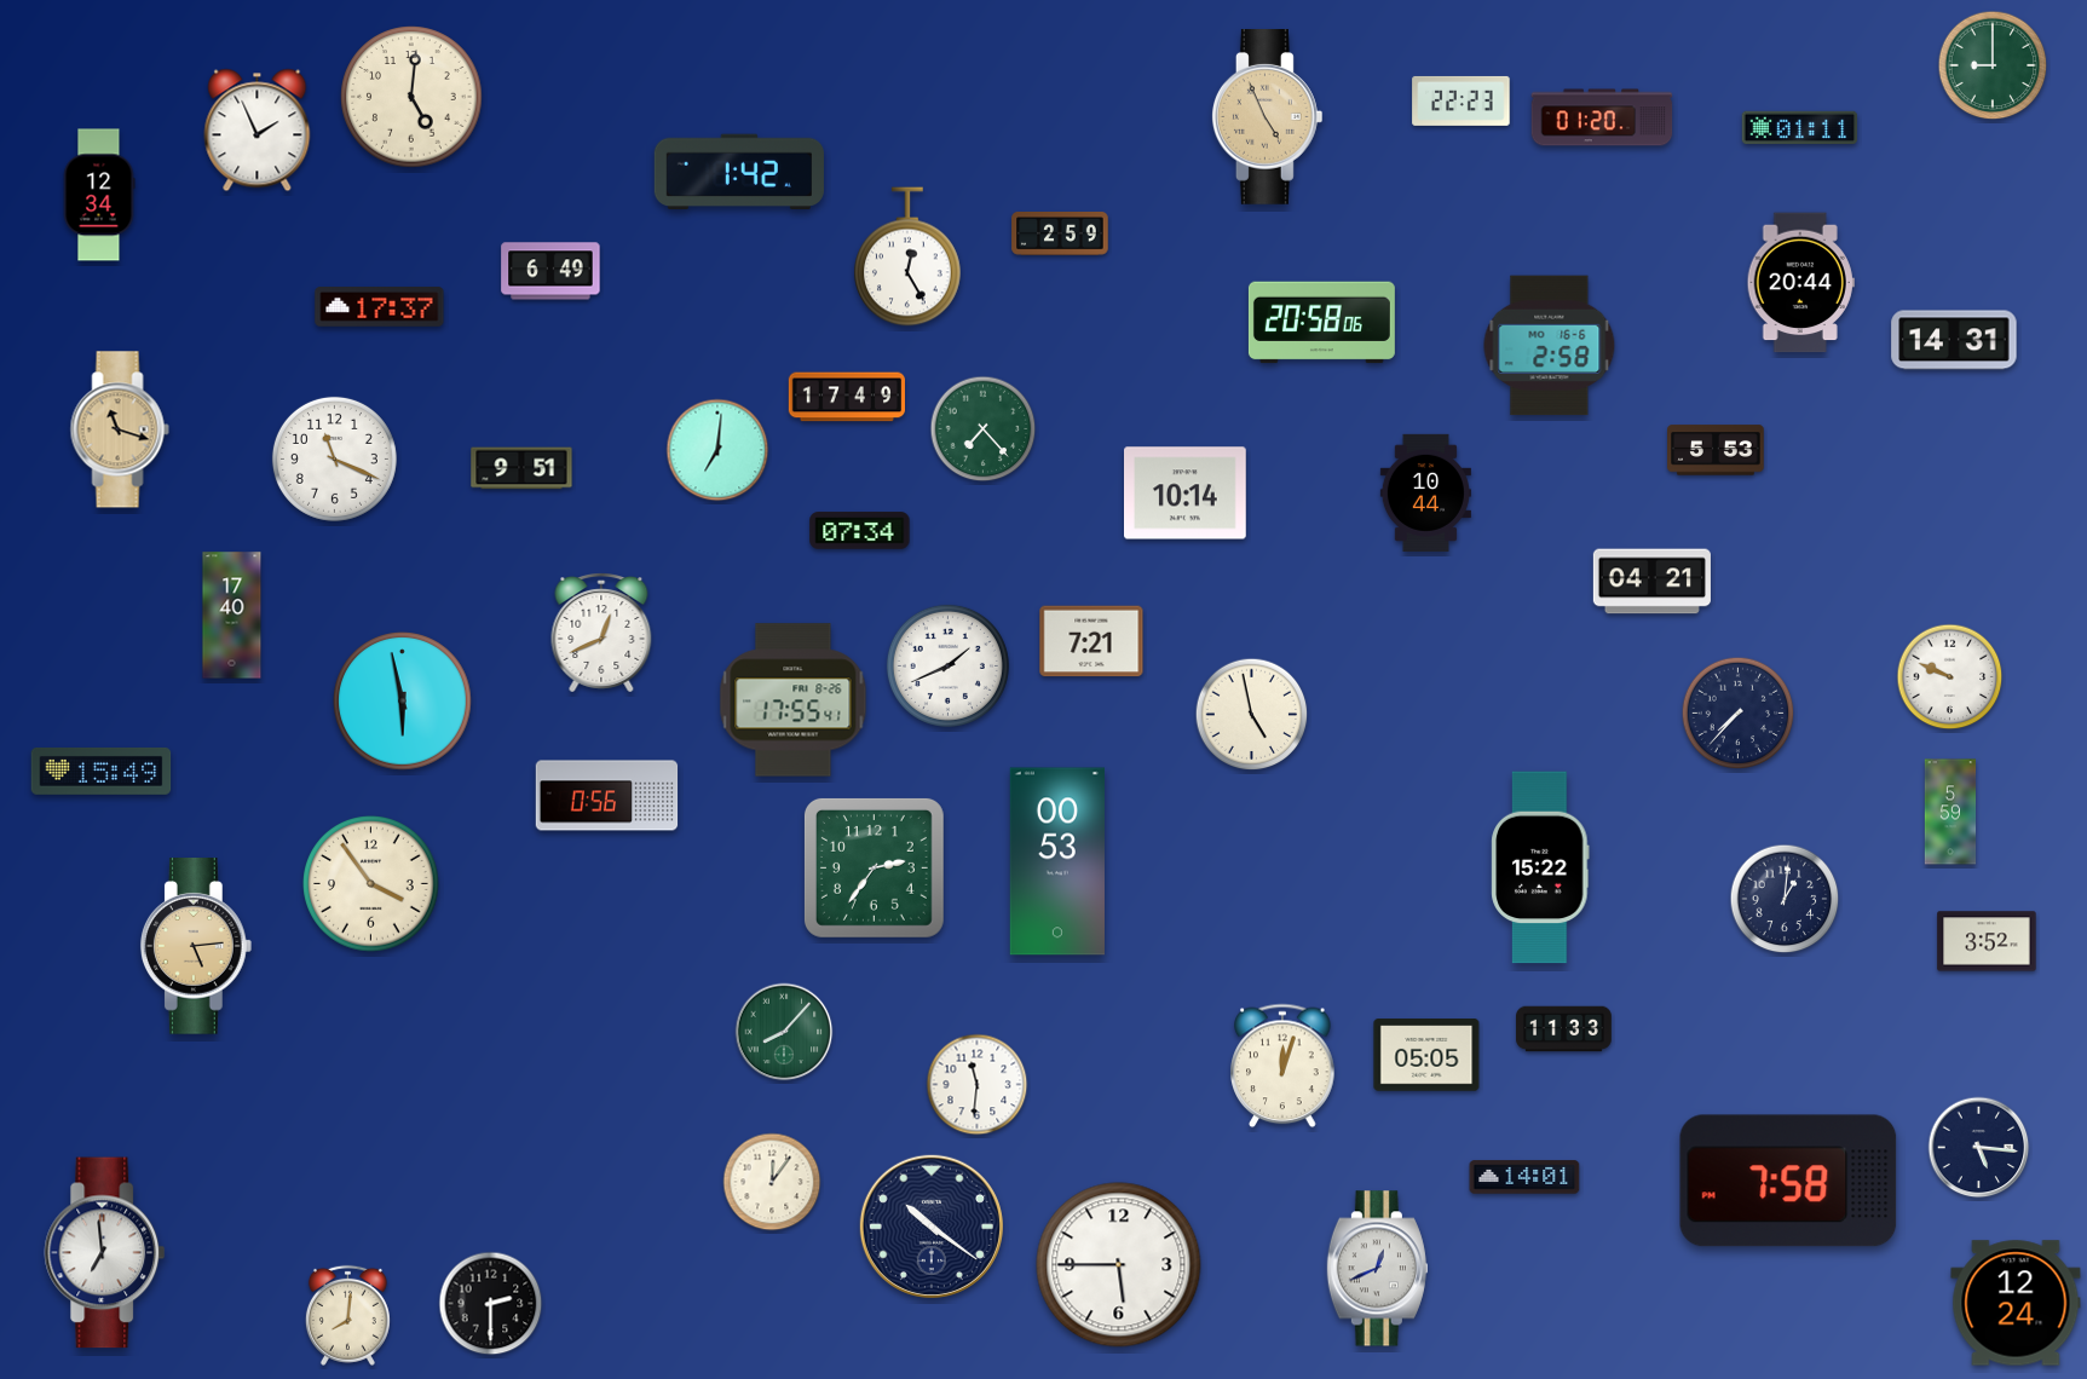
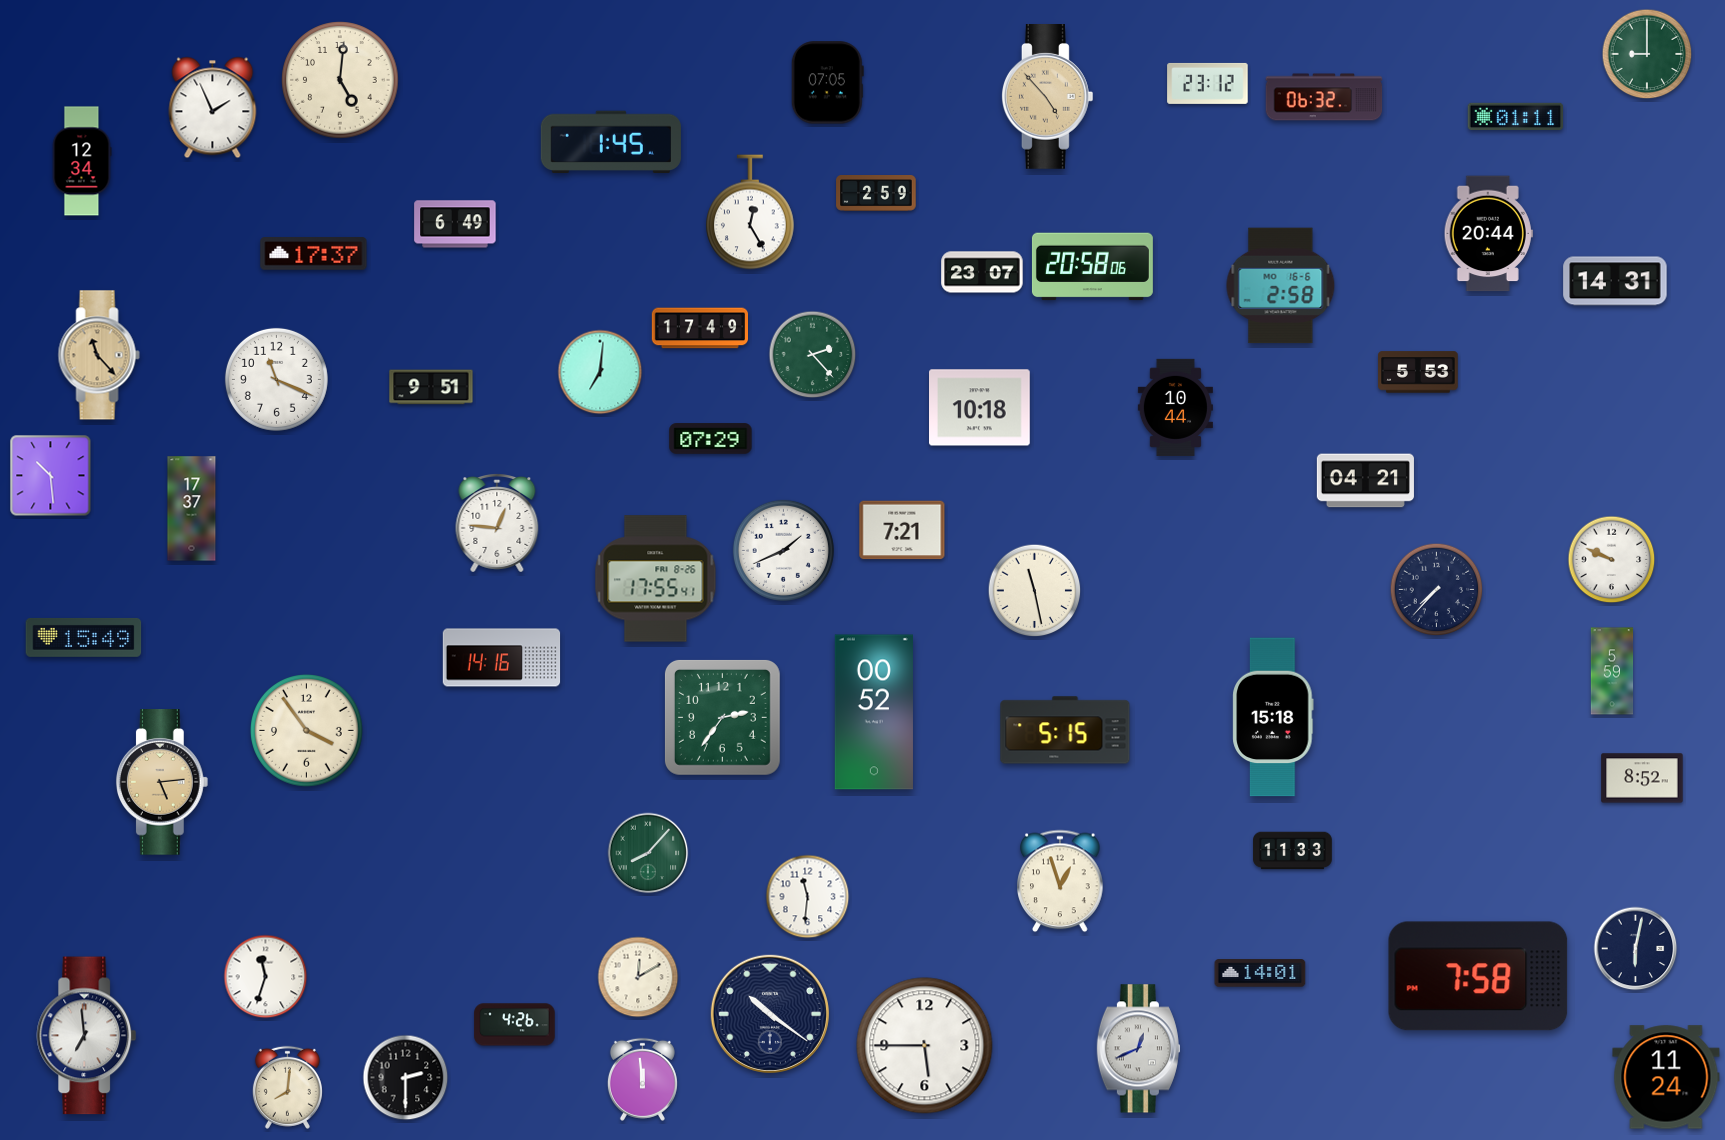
clock at (827, 83): none -> 07:05
clock at (1462, 100): 22:23 -> 23:12
clock at (1267, 117): 4:56 -> 4:53
clock at (1602, 117): 01:20 -> 06:32
clock at (1800, 127) position: (1800, 127) -> (1516, 116)
clock at (739, 171): 1:42 -> 1:45
clock at (982, 272): none -> 23:07
clock at (120, 429): 11:18 -> 11:23
clock at (984, 429): 7:23 -> 2:23
clock at (717, 450) position: (717, 450) -> (600, 372)
clock at (1425, 492) position: (1425, 492) -> (1175, 407)
clock at (1186, 494): 10:14 -> 10:18
clock at (860, 531): 07:34 -> 07:29
clock at (51, 476): none -> 10:29
clock at (232, 616): 17:40 -> 17:37
clock at (601, 634): 12:41 -> 12:46
clock at (403, 702): 5:58 -> none
clock at (1252, 715): 4:58 -> 11:28
clock at (607, 796): 0:56 -> 14:16
clock at (1057, 861): 00:53 -> 00:52
clock at (1540, 867): 15:22 -> 15:18
clock at (1065, 730): none -> 5:15
clock at (1785, 899): 1:01 -> none
clock at (1987, 941): 3:52 -> 8:52
clock at (1426, 1055): 05:05 -> none
clock at (1282, 1066): 12:03 -> 12:57
clock at (1979, 1148): 5:16 -> 6:02
clock at (266, 977): none -> 11:33
clock at (772, 1182): 12:06 -> 12:10
clock at (515, 1025): none -> 4:26
clock at (2016, 1303): 12:24 -> 11:24
clock at (642, 1079): none -> 11:59
